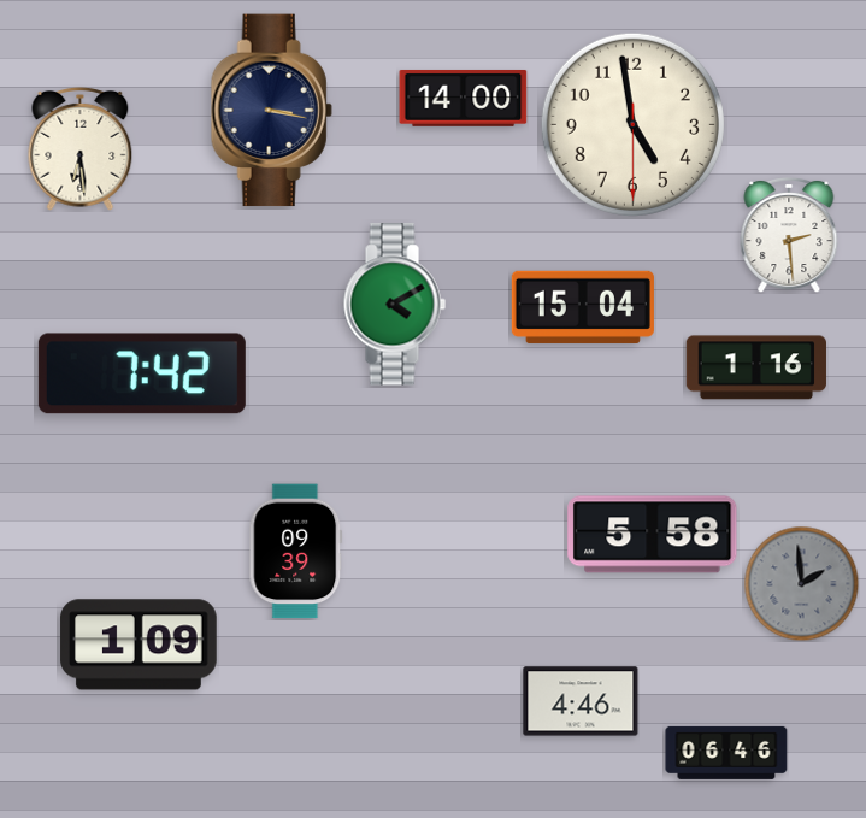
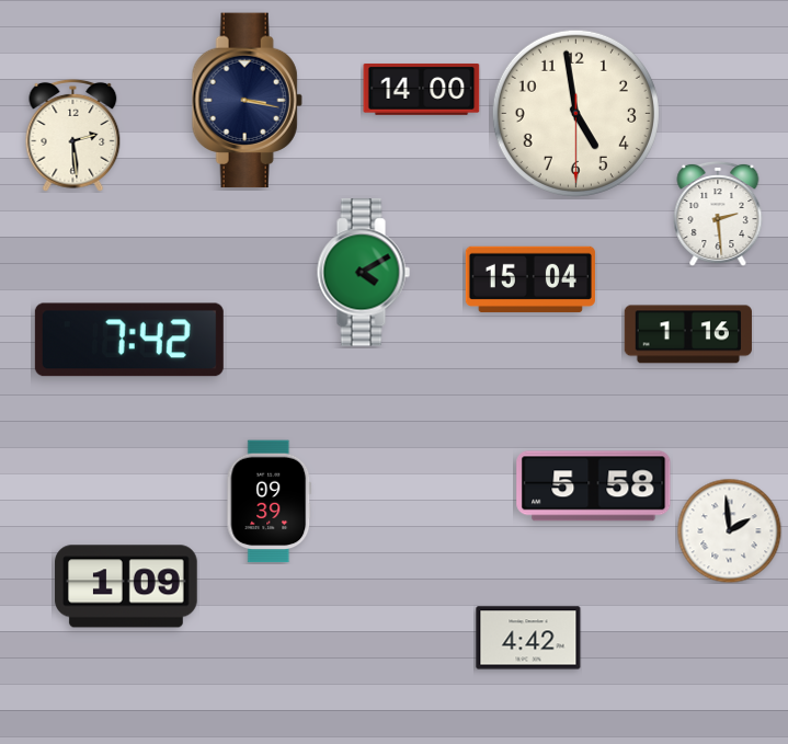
clock at (81, 148): 6:29 -> 2:29
clock at (394, 305) position: (394, 305) -> (363, 273)
clock at (801, 583) dial: grey -> white
clock at (581, 701): 4:46 -> 4:42
clock at (726, 753): 06:46 -> none
